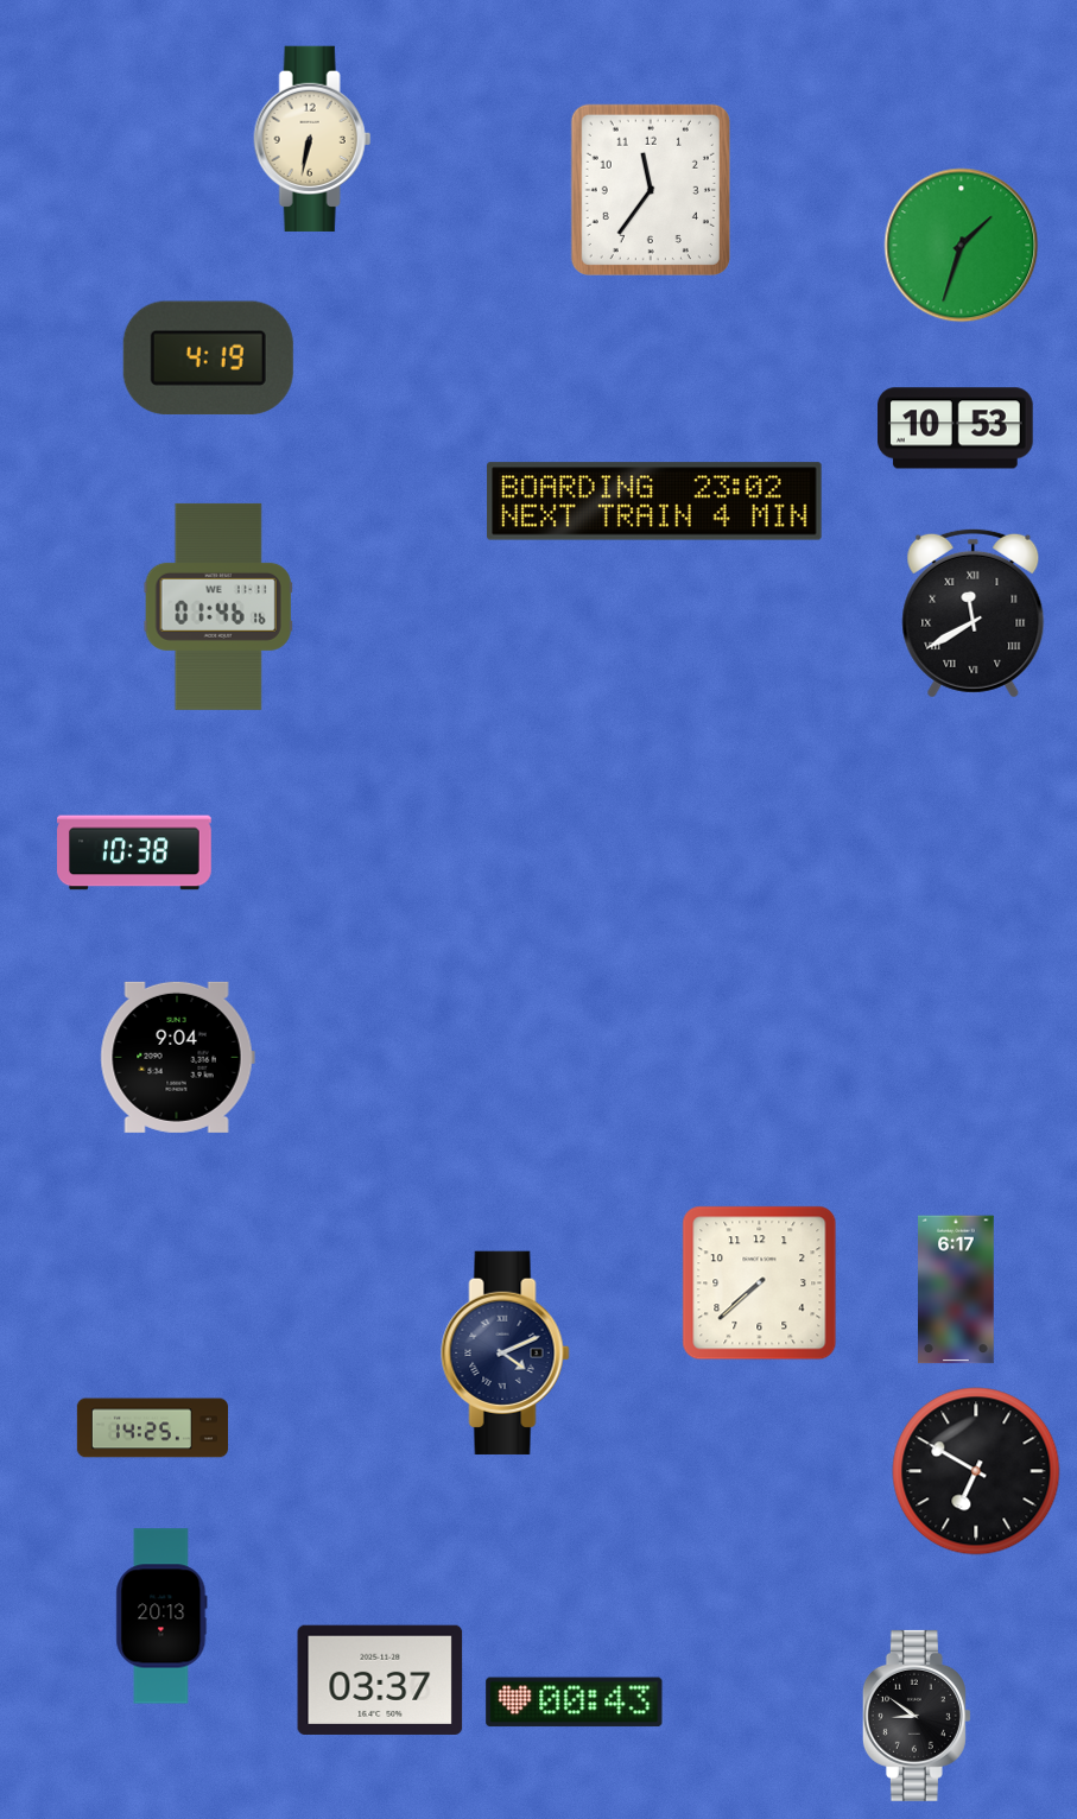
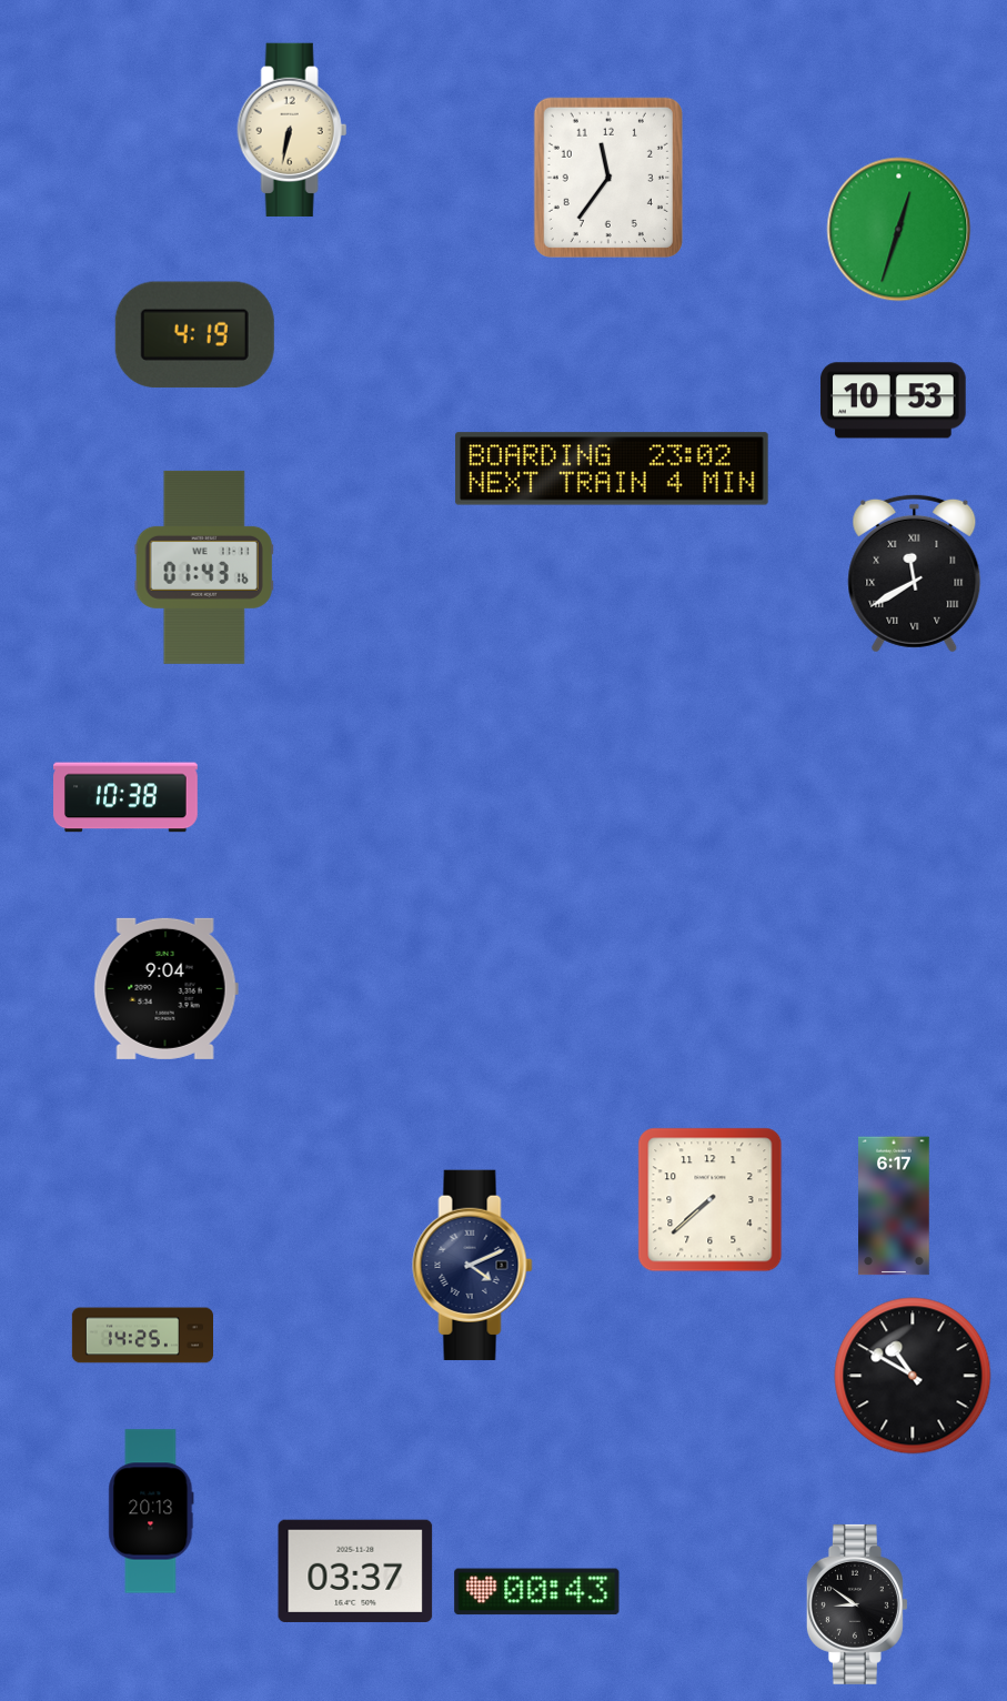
clock at (962, 246): 1:33 -> 12:33
clock at (218, 607): 01:46 -> 01:43
clock at (974, 613) position: (974, 613) -> (915, 573)
clock at (976, 1471): 6:50 -> 10:50
